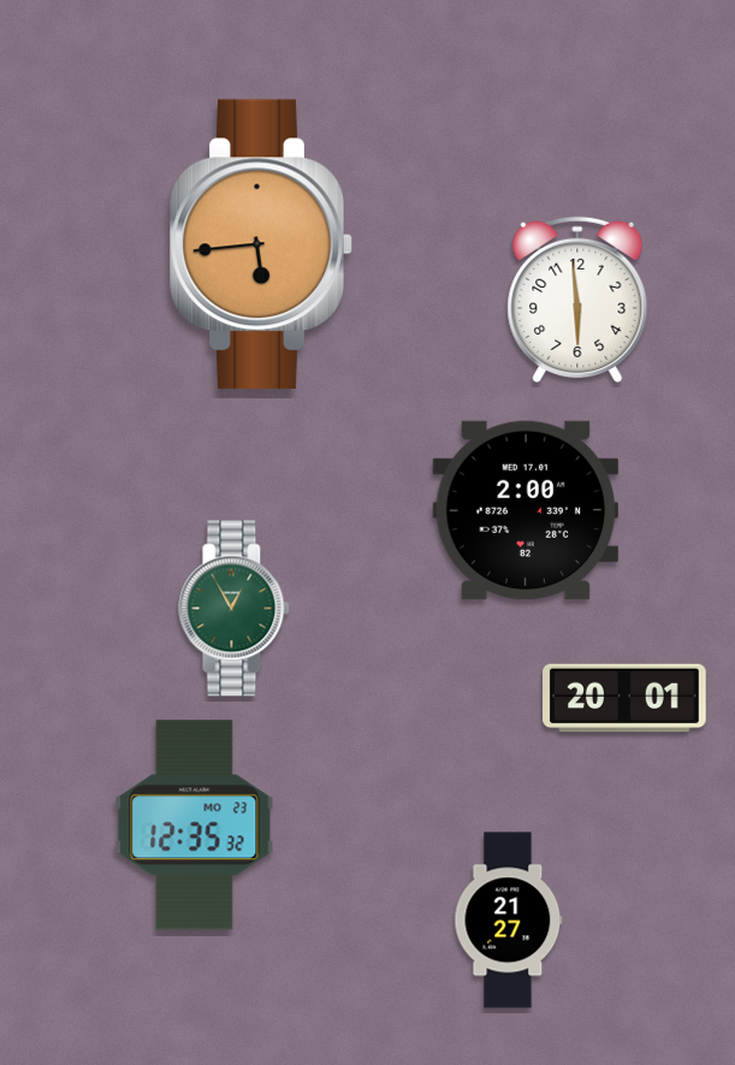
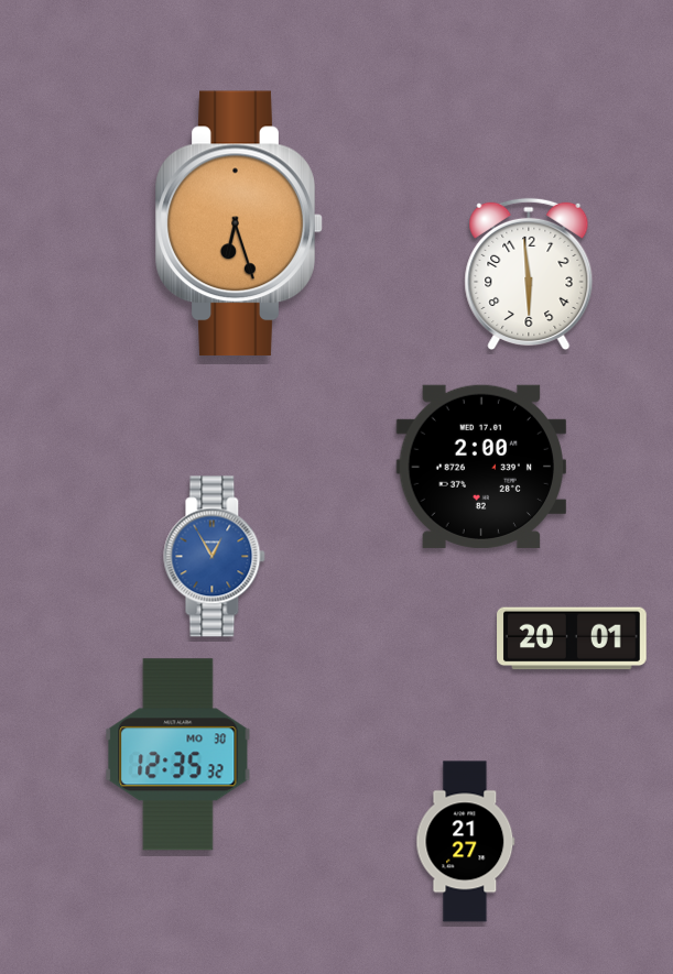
clock at (261, 243): 5:44 -> 6:27
clock at (235, 609) dial: green -> blue
clock at (195, 826) date: MO 23 -> MO 30
